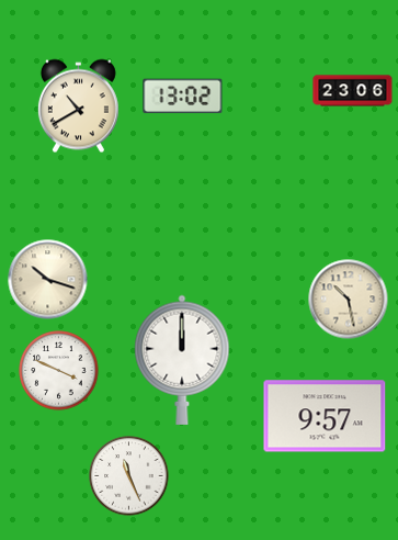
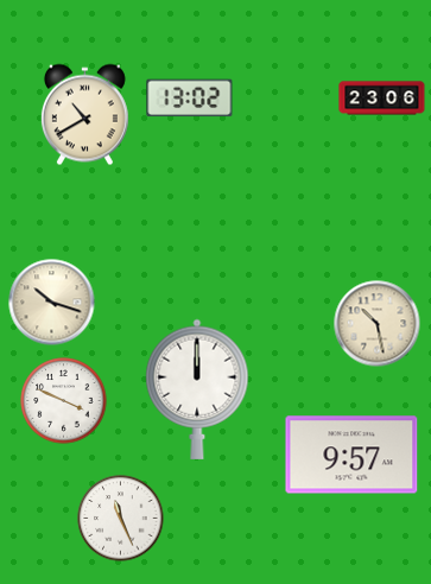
clock at (183, 97) position: (183, 97) -> (190, 99)
clock at (325, 416) position: (325, 416) -> (351, 455)
clock at (129, 476) position: (129, 476) -> (121, 519)
